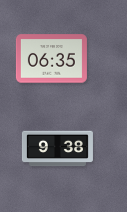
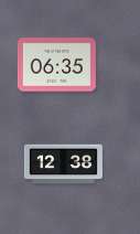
clock at (57, 149): 9:38 -> 12:38
